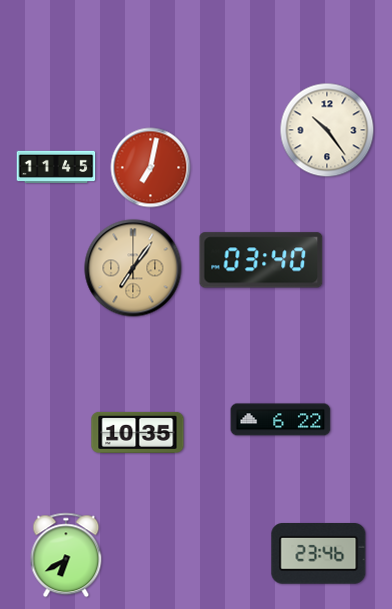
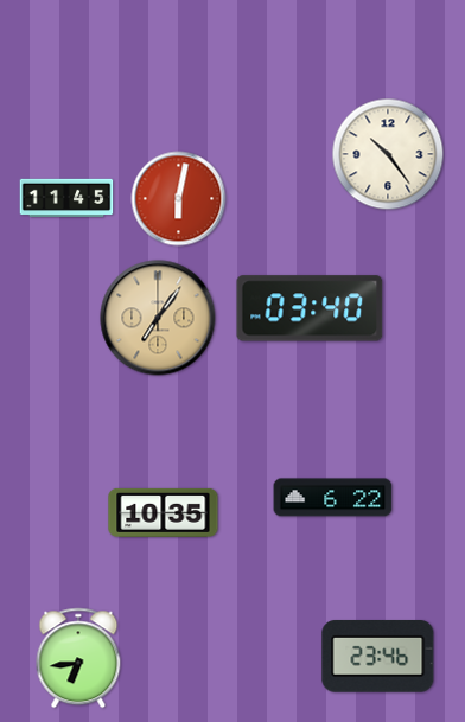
clock at (151, 168): 7:02 -> 6:02
clock at (66, 555): 6:40 -> 6:44
